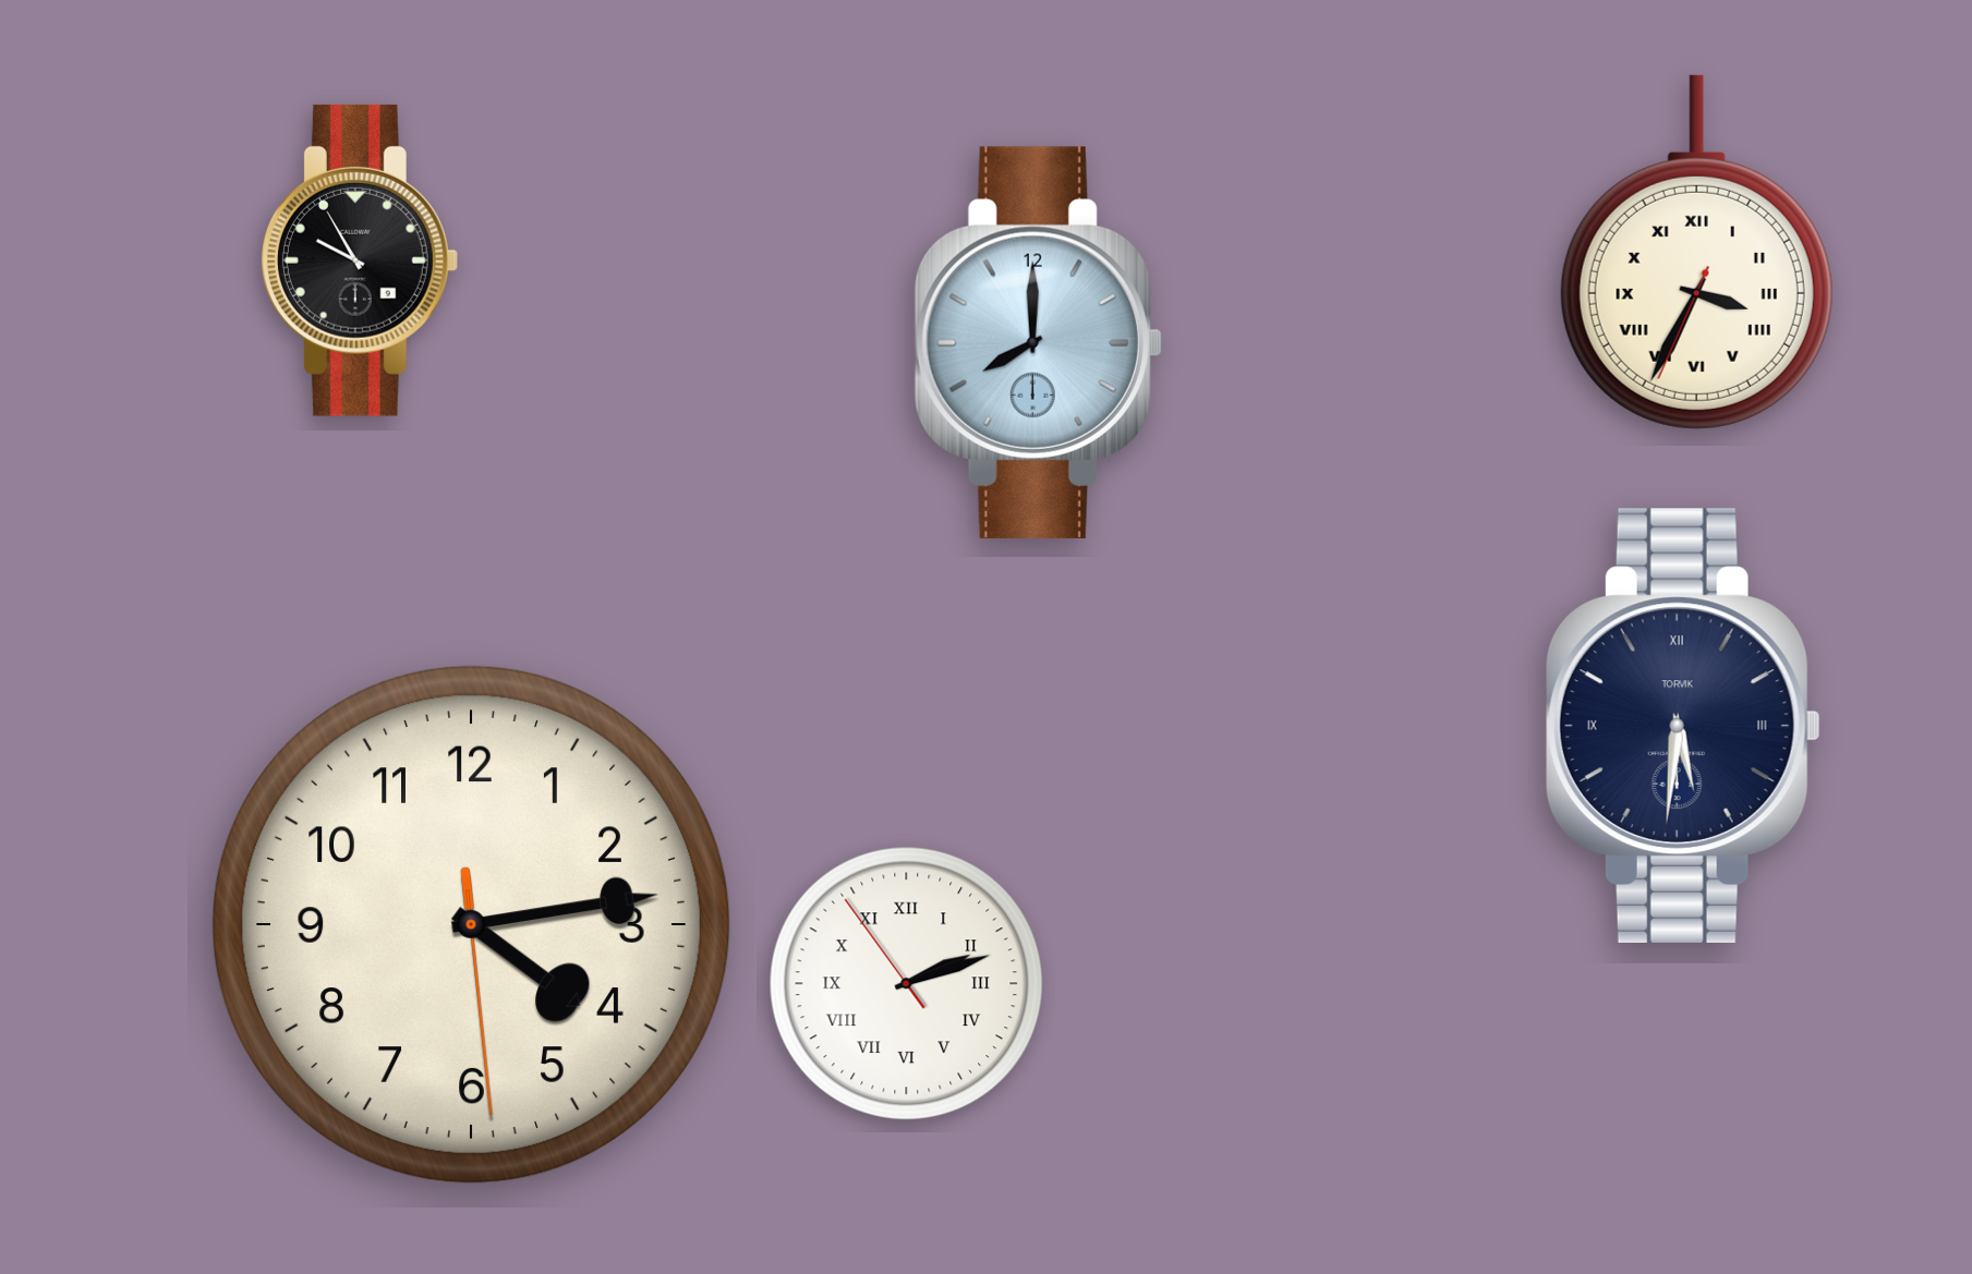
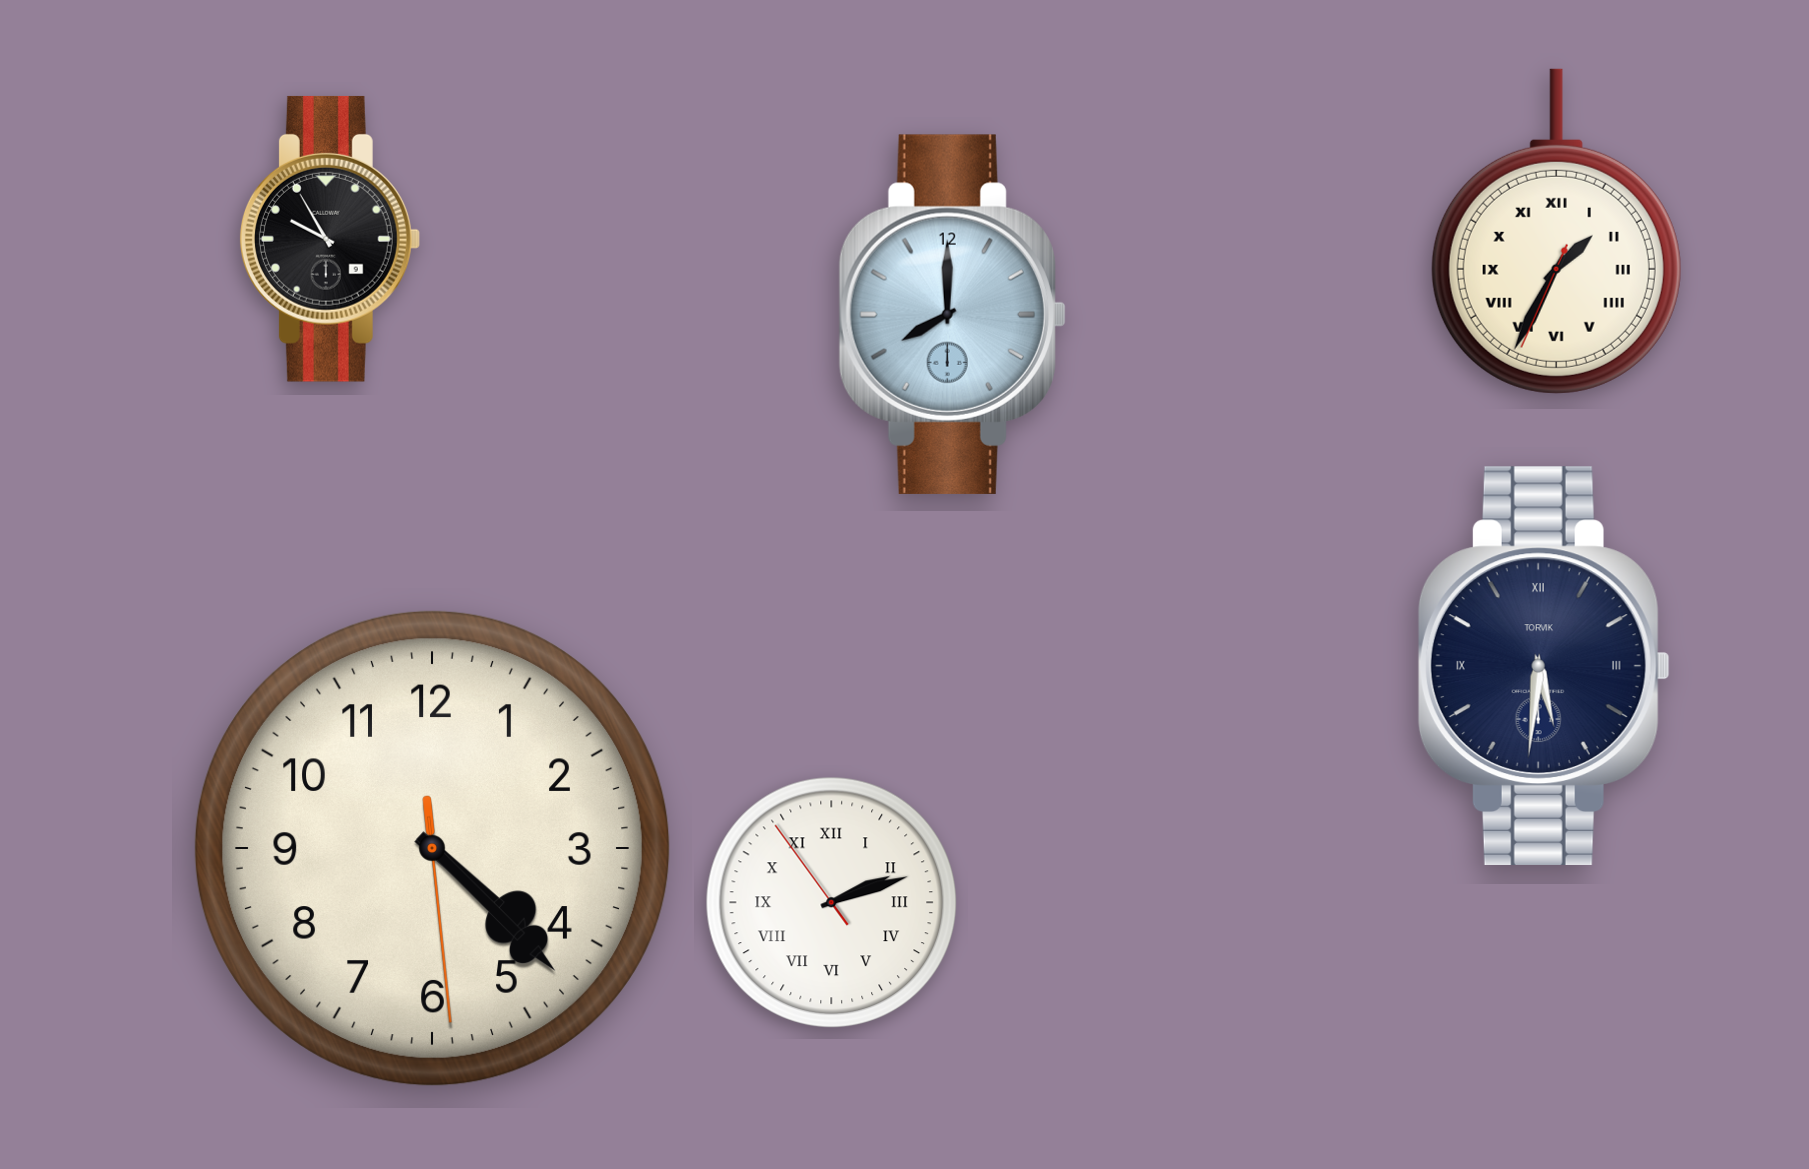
clock at (1696, 252): 3:34 -> 1:34
clock at (471, 924): 4:13 -> 4:22
